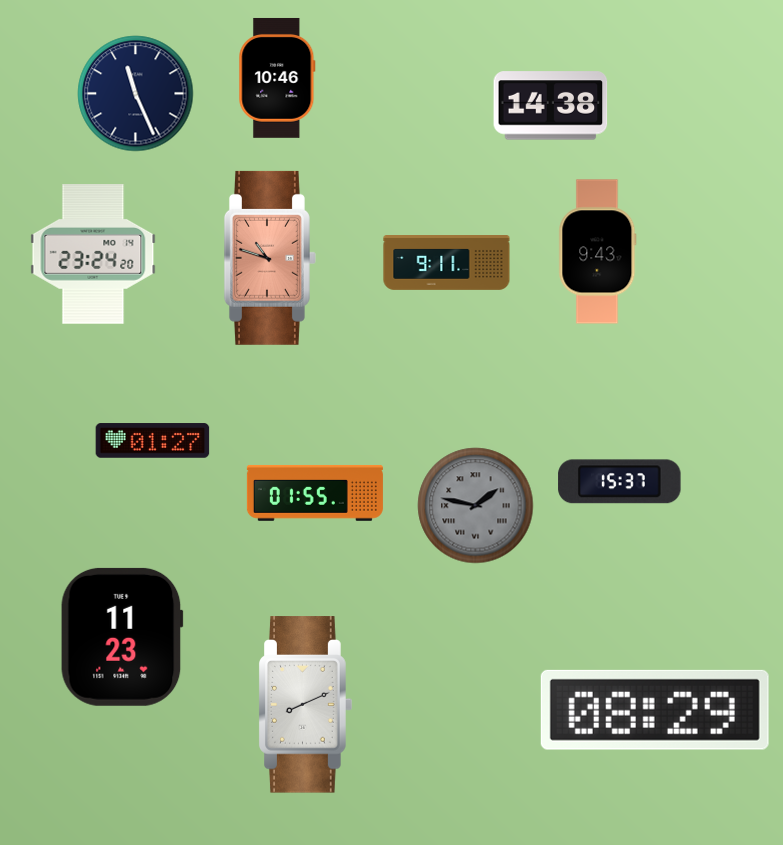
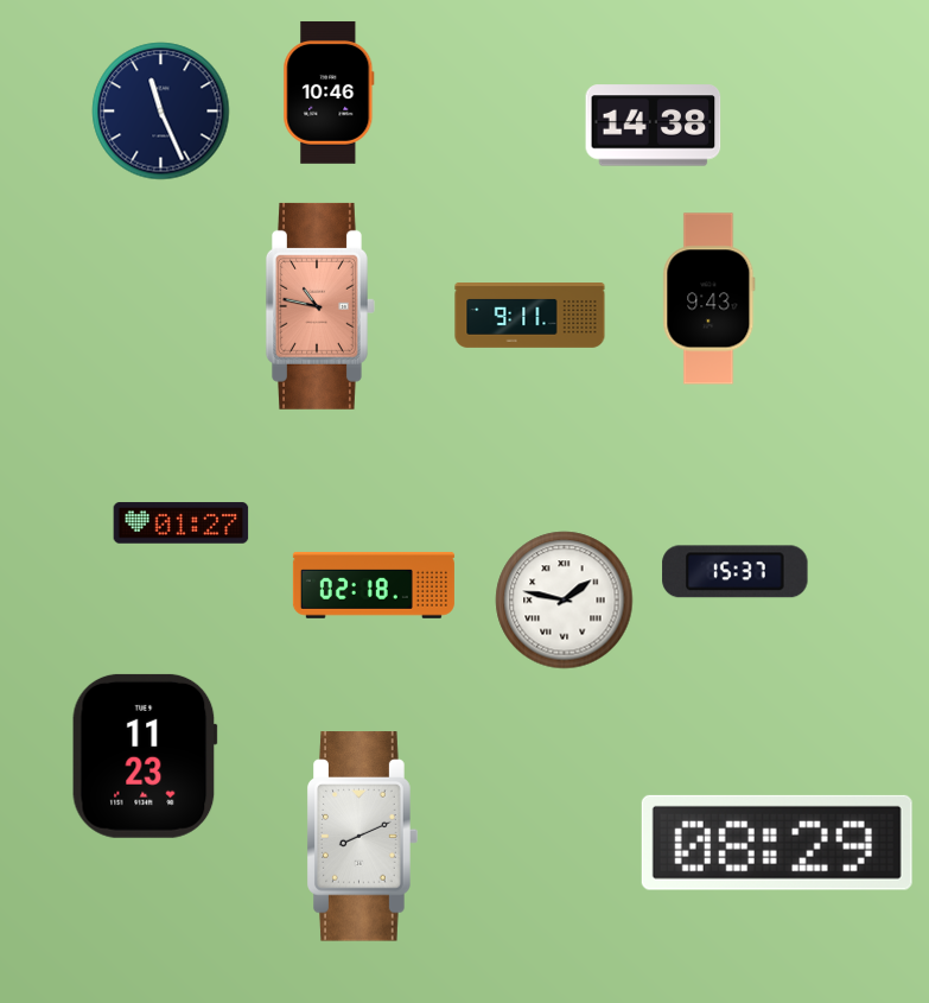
clock at (93, 254): 23:24 -> none
clock at (270, 258): 10:48 -> 10:47
clock at (447, 263) position: (447, 263) -> (530, 316)
clock at (315, 493): 01:55 -> 02:18
clock at (476, 506) dial: grey -> white
